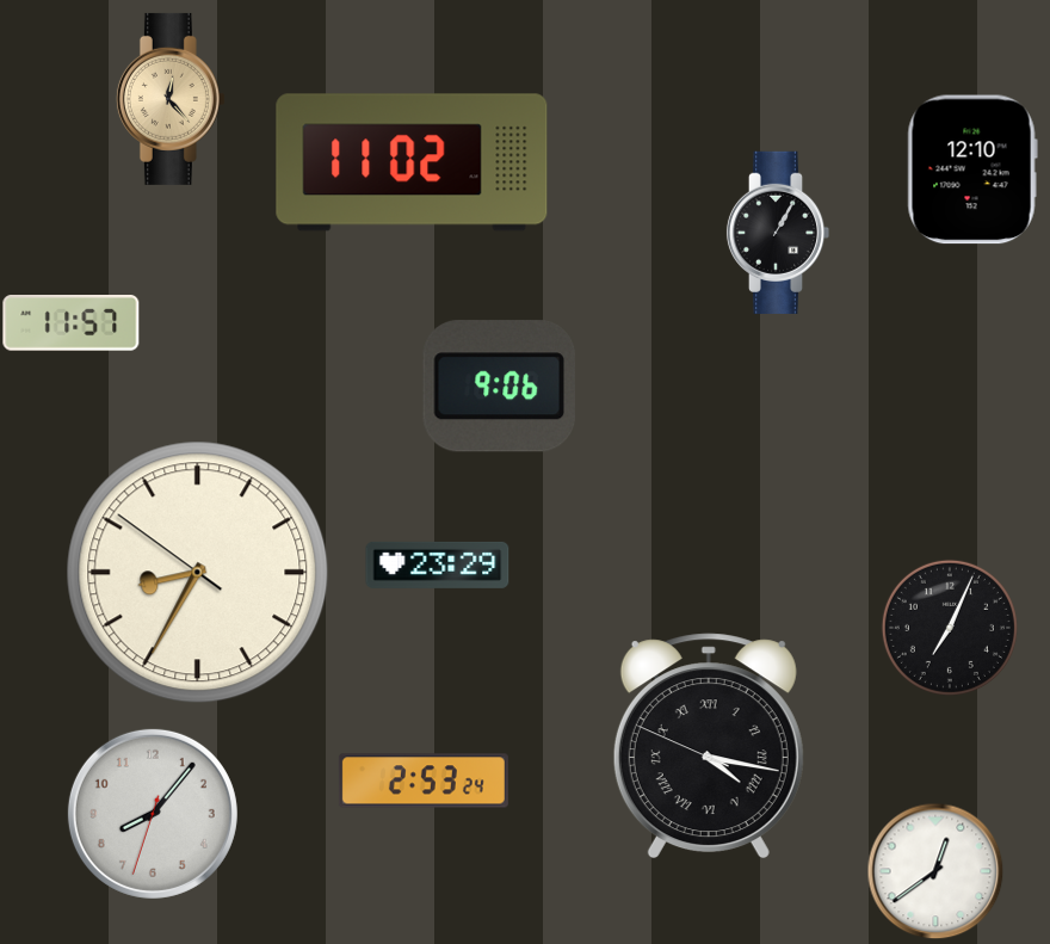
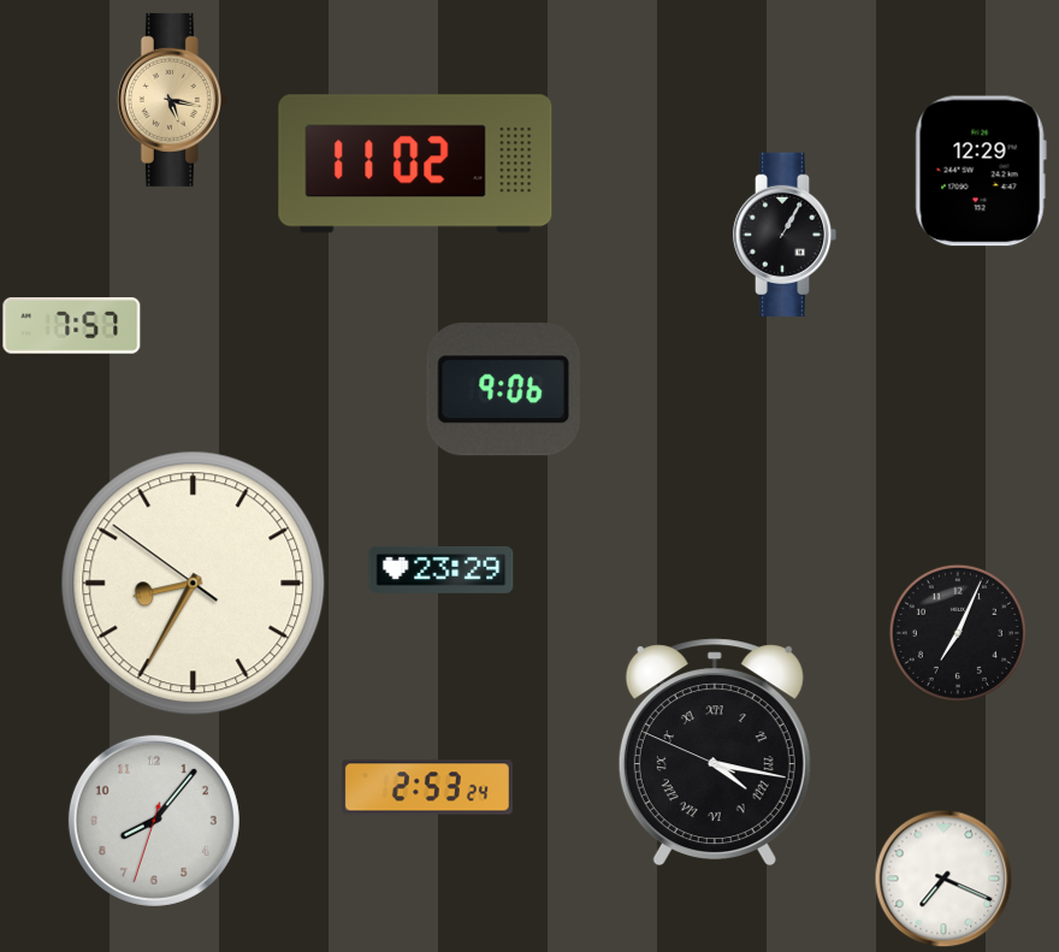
clock at (171, 99): 12:23 -> 5:17
clock at (972, 169): 12:10 -> 12:29
clock at (72, 323): 11:57 -> 7:57
clock at (198, 573) position: (198, 573) -> (194, 584)
clock at (935, 871): 12:39 -> 7:19
